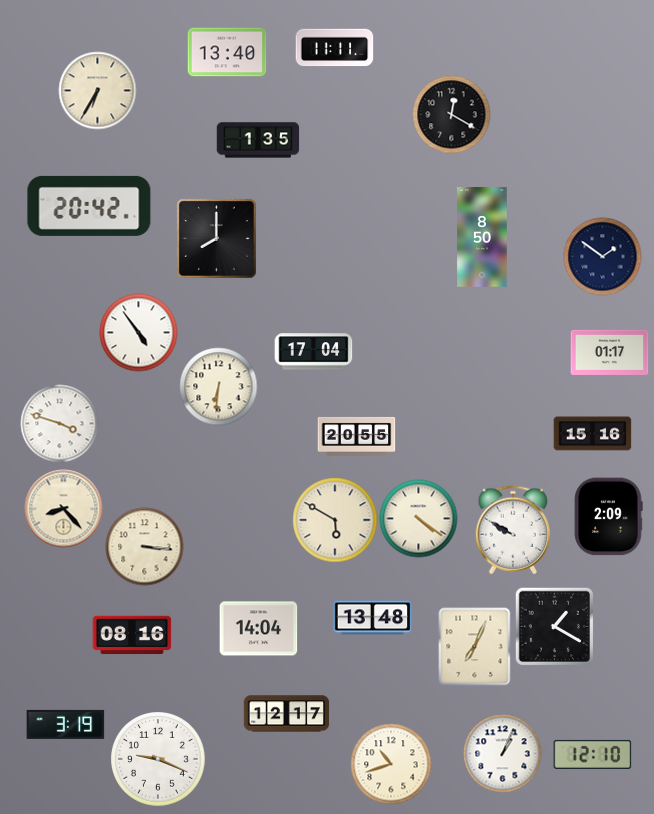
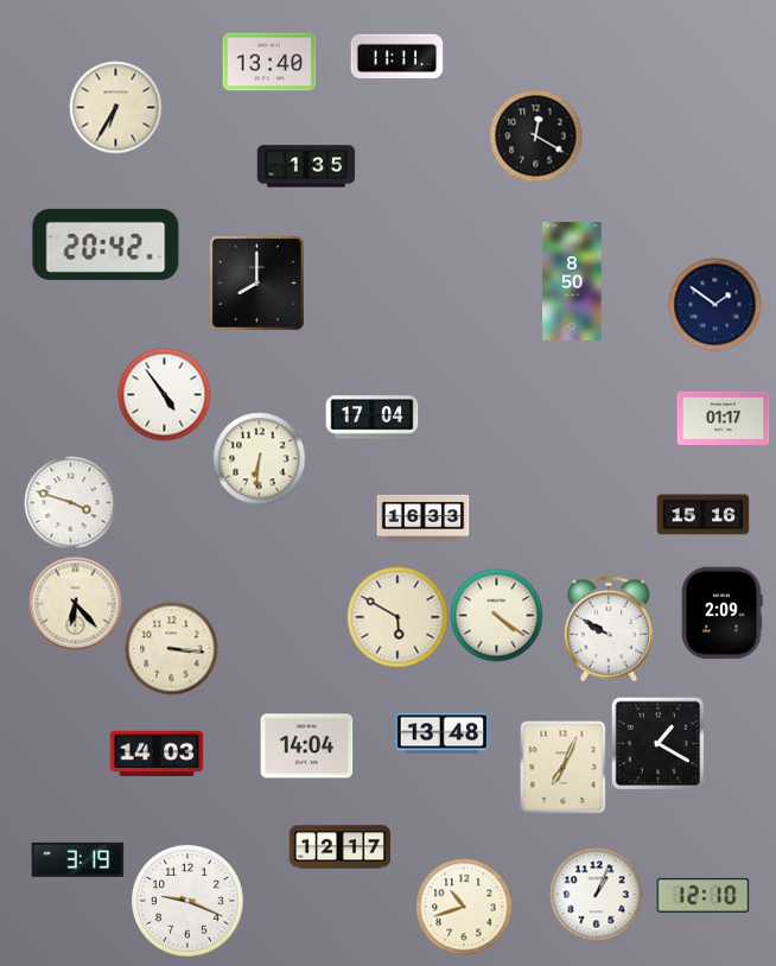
clock at (356, 436): 20:55 -> 16:33
clock at (63, 508): 8:23 -> 6:23
clock at (132, 635): 08:16 -> 14:03
